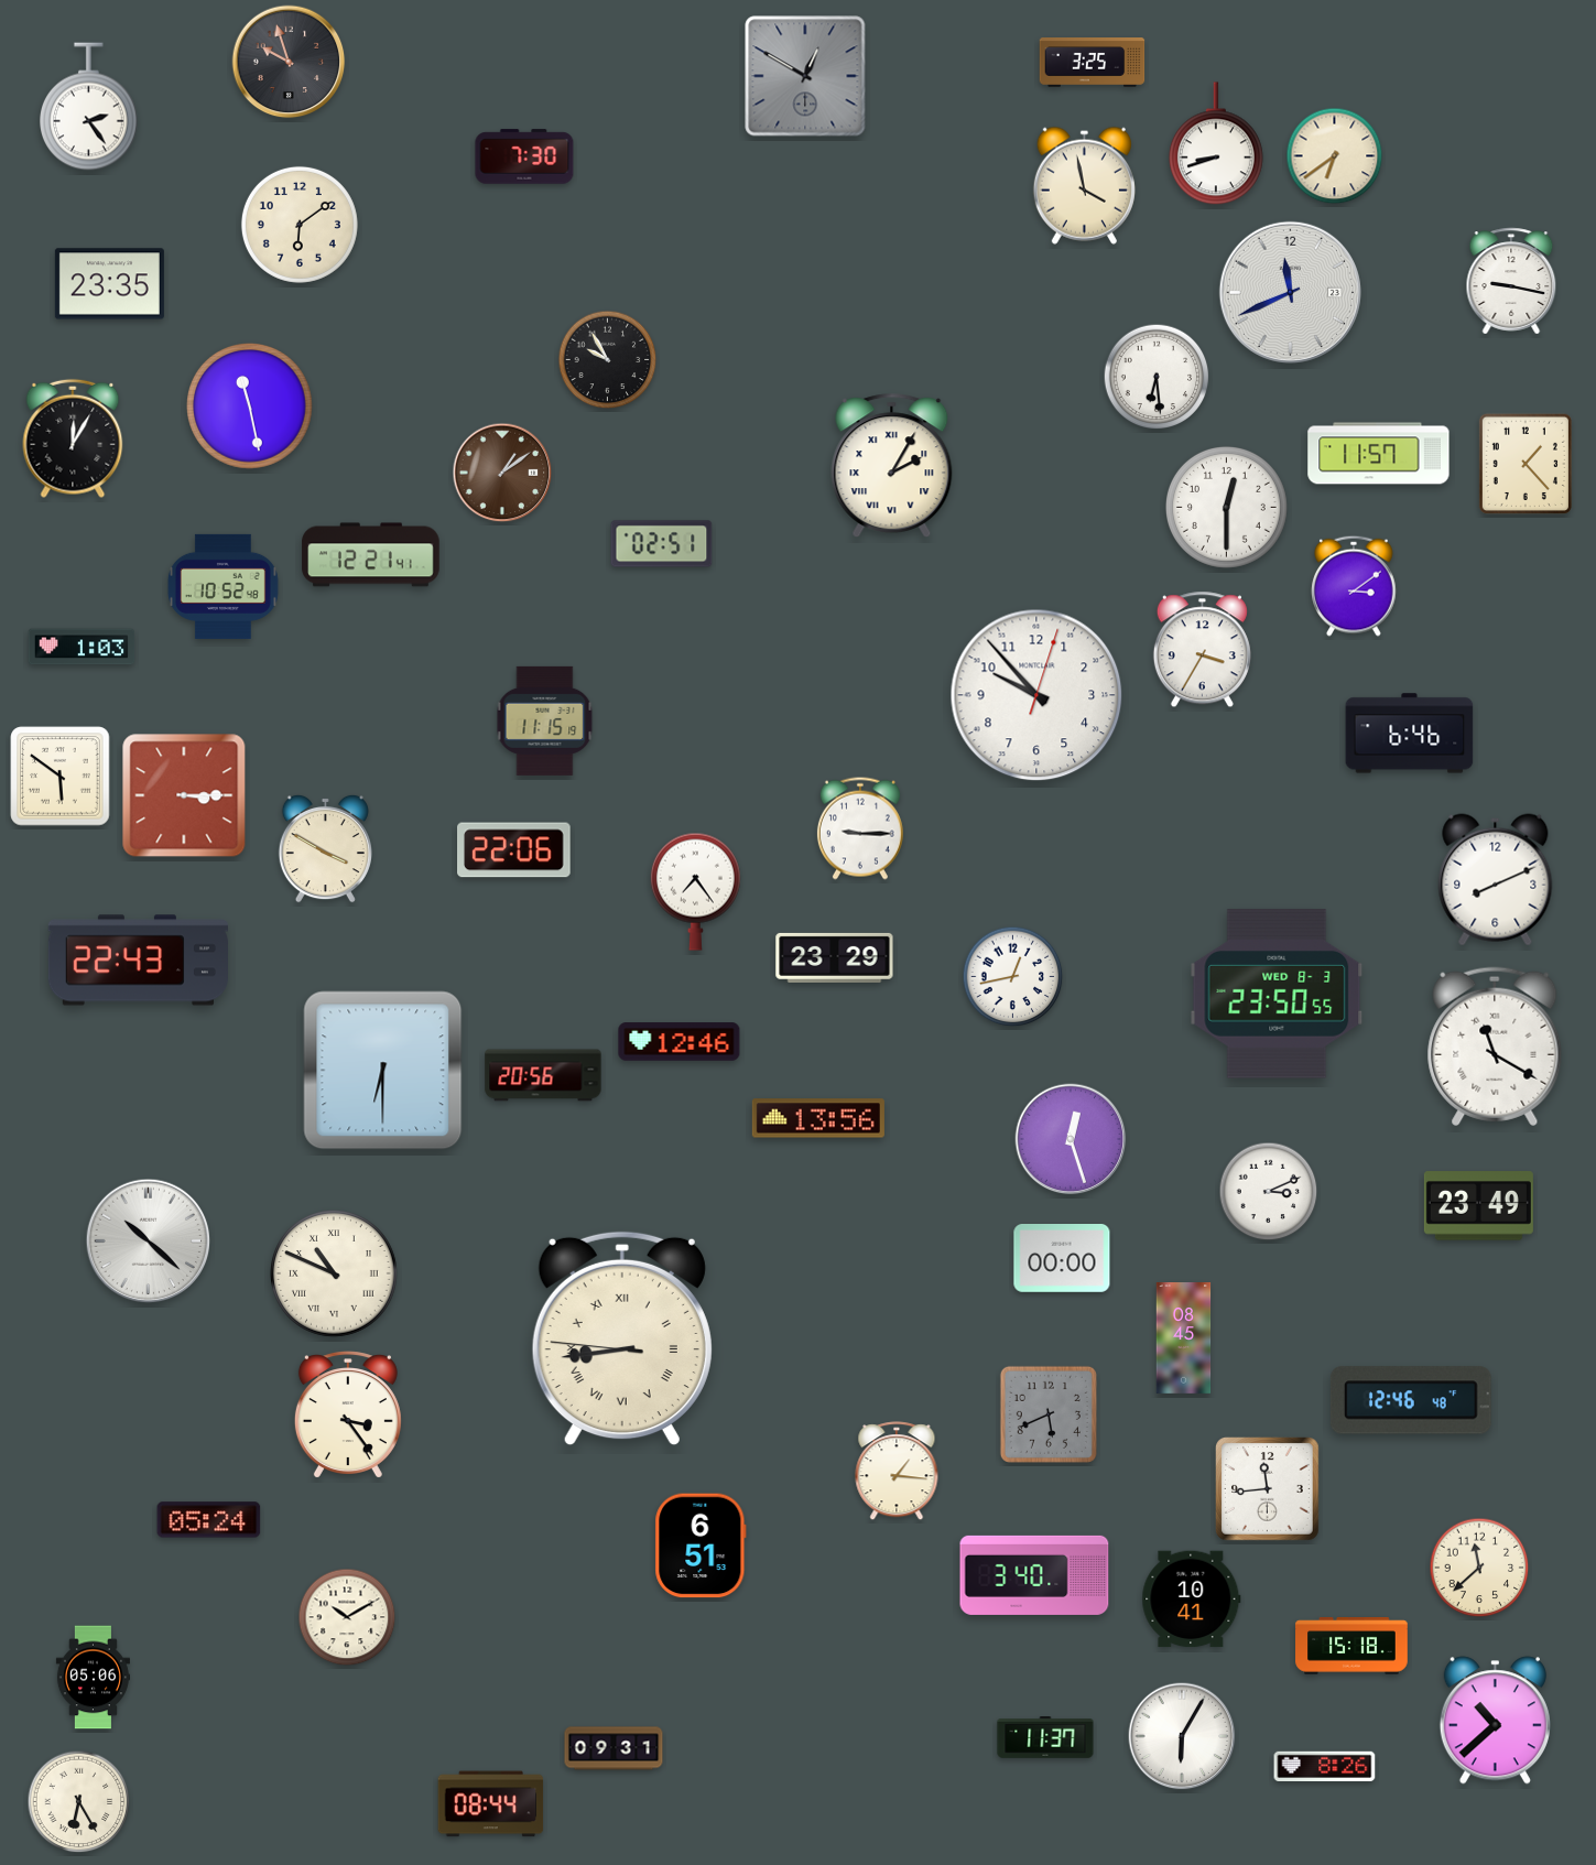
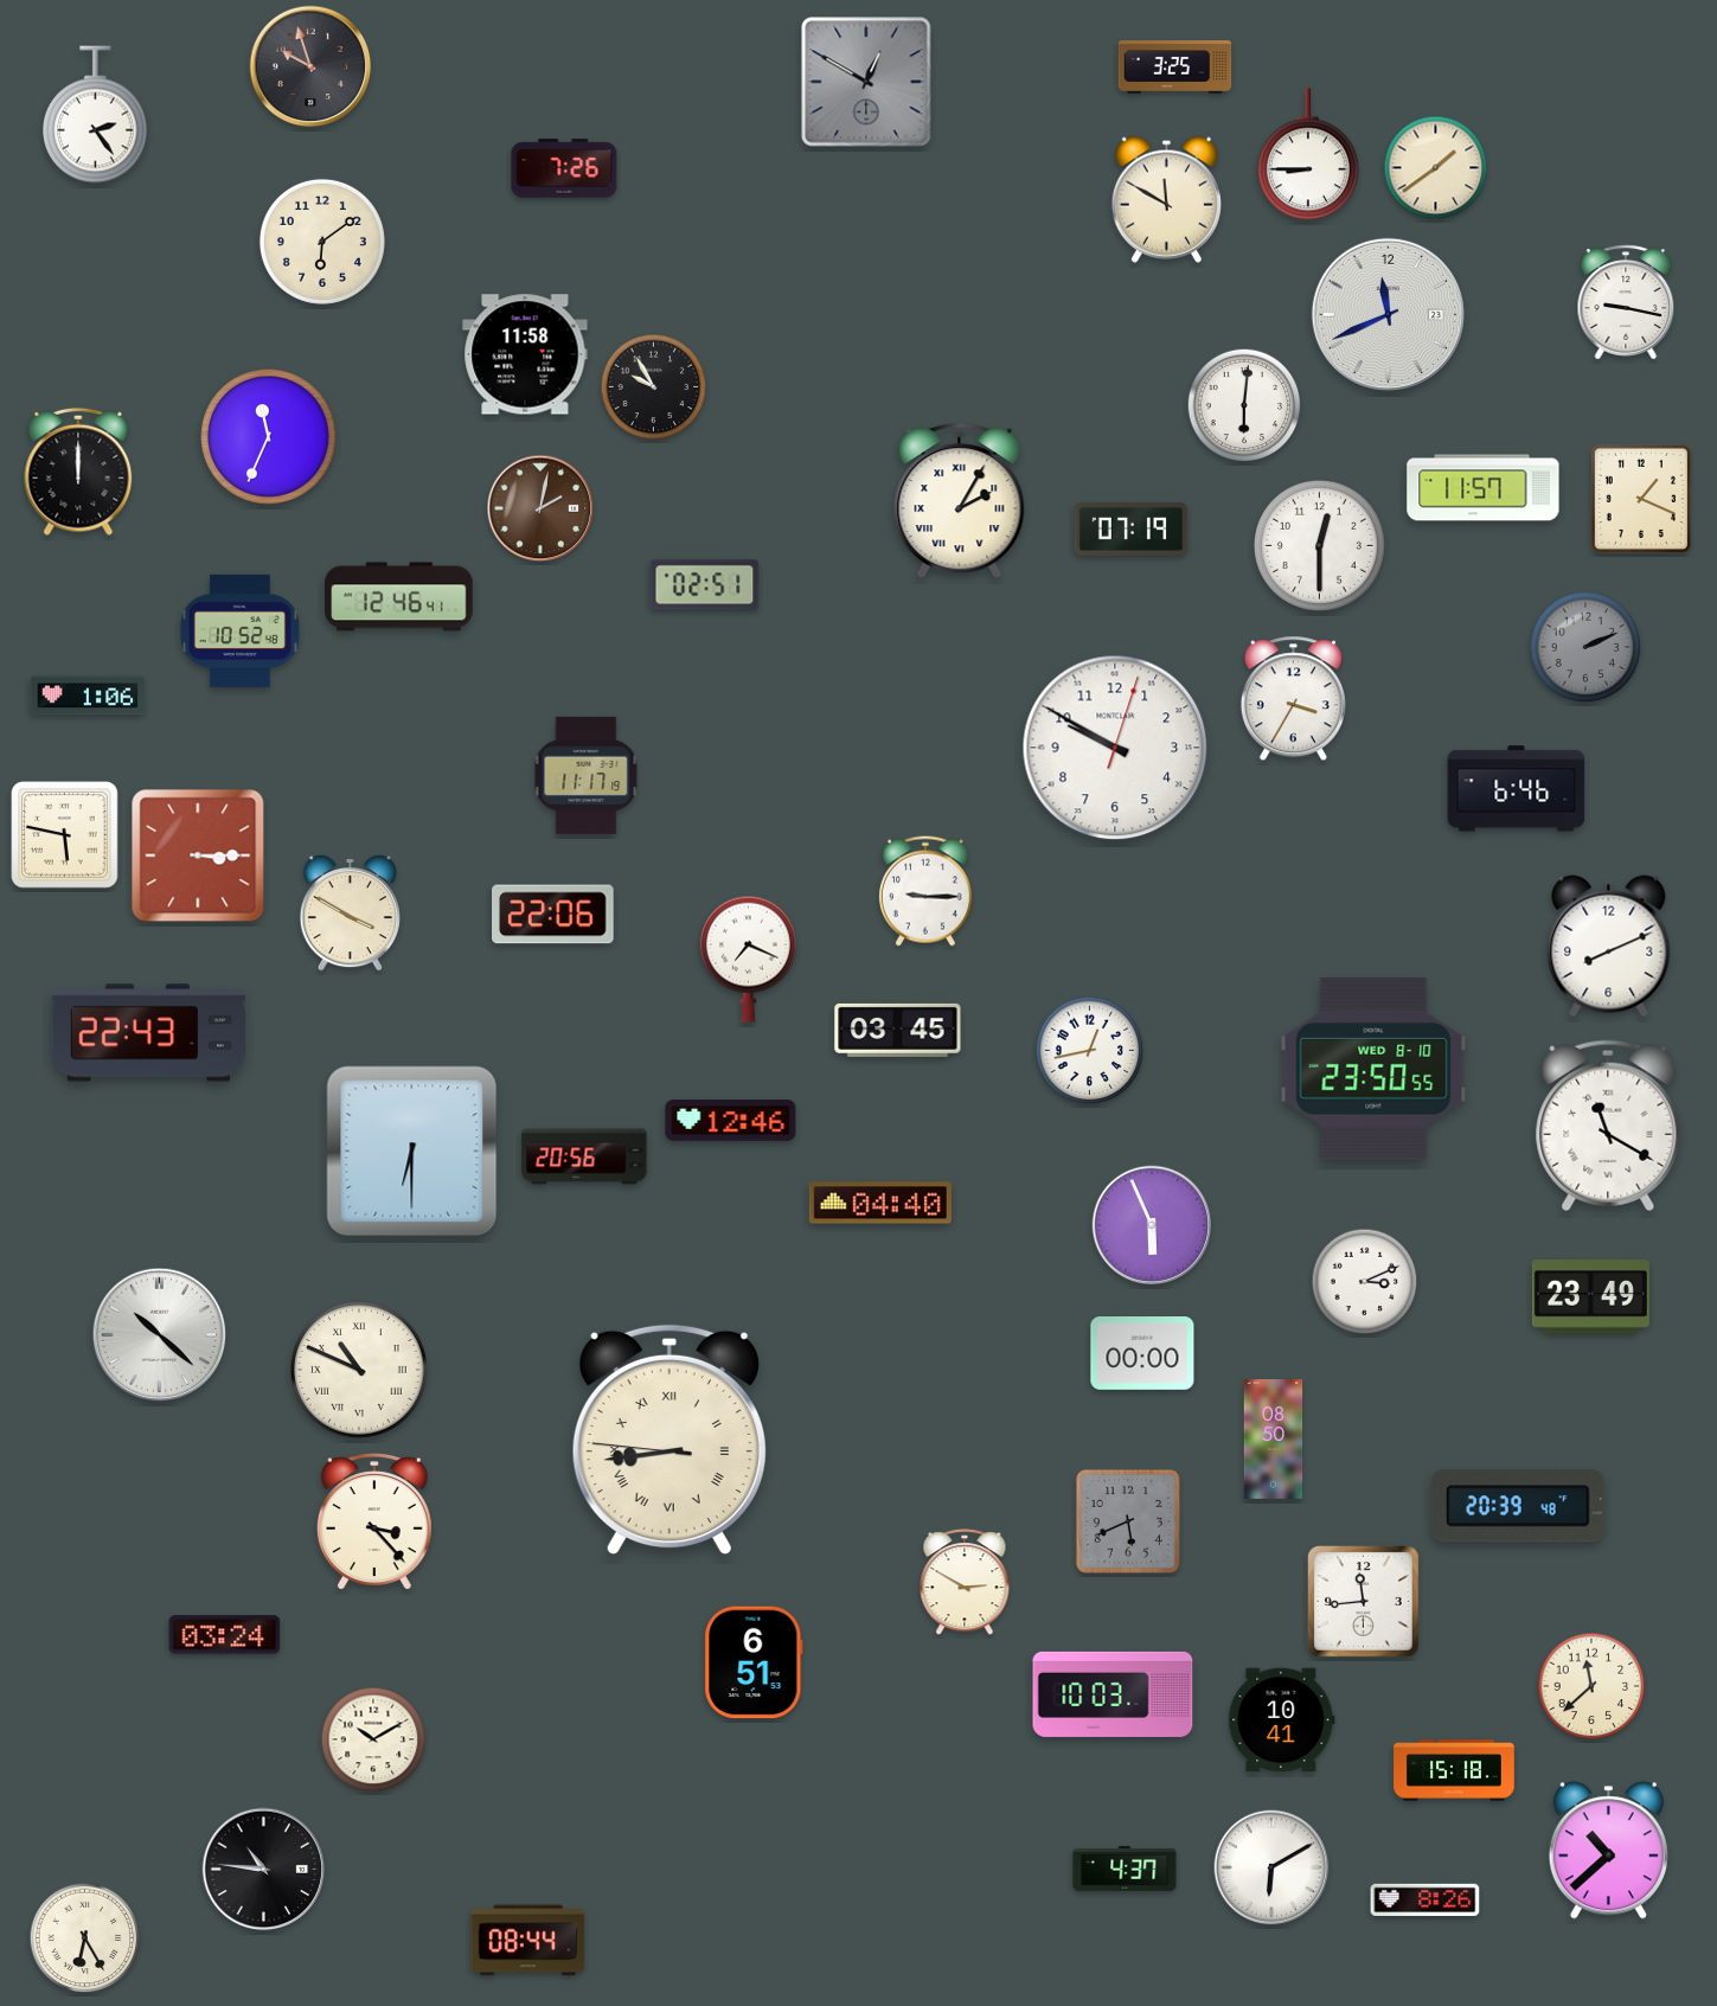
clock at (1216, 144): 8:42 -> 8:45
clock at (524, 156): 7:30 -> 7:26
clock at (1335, 156): 6:39 -> 1:39
clock at (1084, 185): 3:58 -> 11:50
clock at (109, 284): 23:35 -> none
clock at (525, 354): none -> 11:58
clock at (1157, 377): 6:29 -> 6:01
clock at (250, 406): 11:28 -> 11:34
clock at (73, 438): 12:05 -> 12:00
clock at (1526, 463): 1:23 -> 1:19
clock at (502, 473): 1:09 -> 2:02
clock at (1132, 528): none -> 07:19
clock at (662, 544) position: (662, 544) -> (705, 585)
clock at (371, 555): 12:21 -> 12:46
clock at (1354, 586): 3:09 -> none
clock at (1585, 647): none -> 2:11
clock at (82, 647): 1:03 -> 1:06
clock at (1036, 695): 9:53 -> 9:50
clock at (545, 720): 11:15 -> 11:17
clock at (61, 777): 5:51 -> 5:47
clock at (695, 891): 7:24 -> 7:19
clock at (835, 957): 23:29 -> 03:45
clock at (1277, 994) date: WED 8-3 -> WED 8-10
clock at (818, 1118): 13:56 -> 04:40
clock at (1071, 1139): 12:27 -> 5:56
clock at (1184, 1338): 08:45 -> 08:50
clock at (1411, 1400): 12:46 -> 20:39
clock at (348, 1414): 3:24 -> 3:23
clock at (897, 1472): 1:16 -> 2:50
clock at (209, 1520): 05:24 -> 03:24
clock at (1034, 1575): 3:40 -> 10:03
clock at (93, 1678): 05:06 -> none
clock at (1182, 1736): 6:05 -> 6:10
clock at (264, 1870): none -> 10:46
clock at (1045, 1738): 11:37 -> 4:37
clock at (614, 1748): 09:31 -> none
